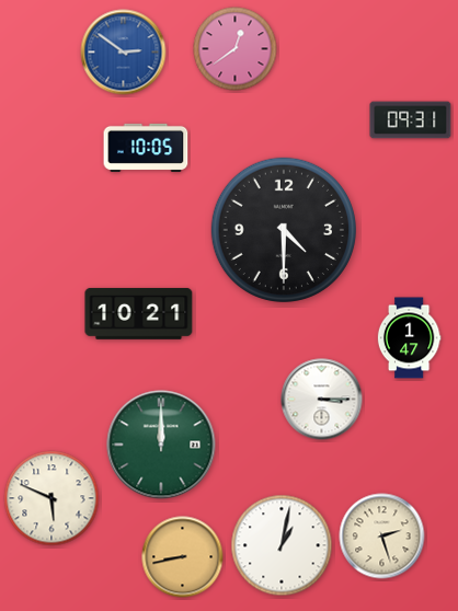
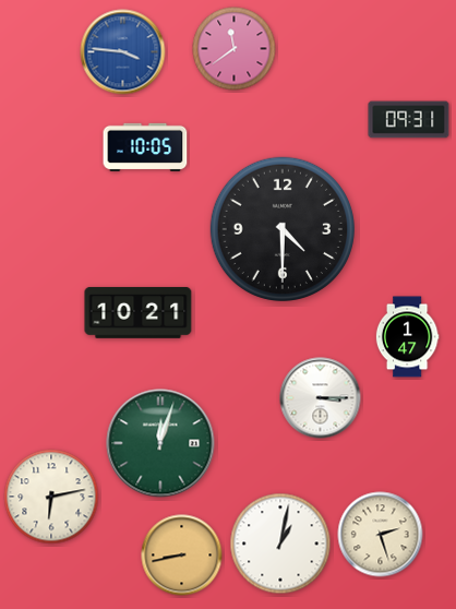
clock at (236, 49): 12:39 -> 11:39
clock at (124, 53): 2:51 -> 3:46
clock at (161, 445): 12:00 -> 12:03
clock at (51, 498): 5:49 -> 6:13
